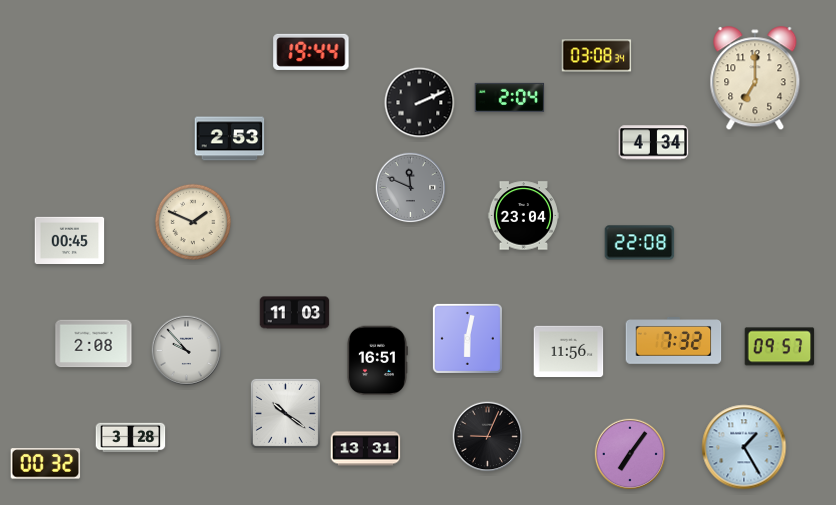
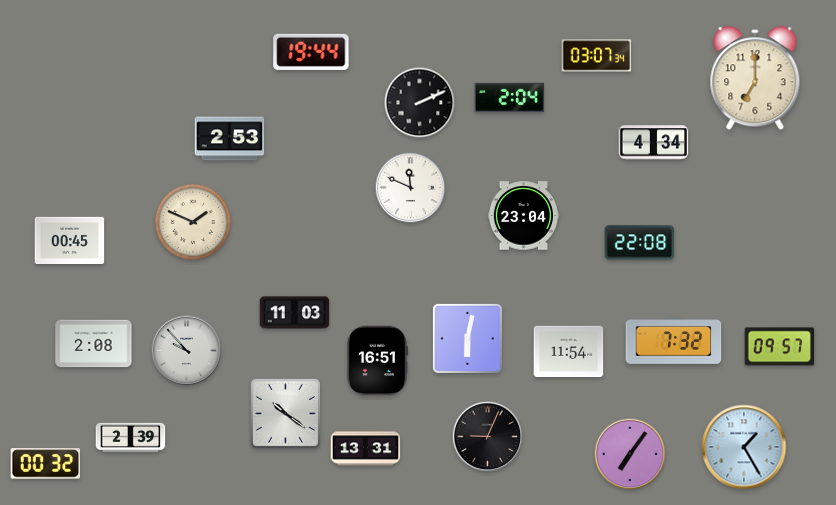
clock at (597, 56): 03:08 -> 03:07
clock at (411, 188) dial: grey -> white
clock at (569, 352): 11:56 -> 11:54
clock at (131, 438): 3:28 -> 2:39
